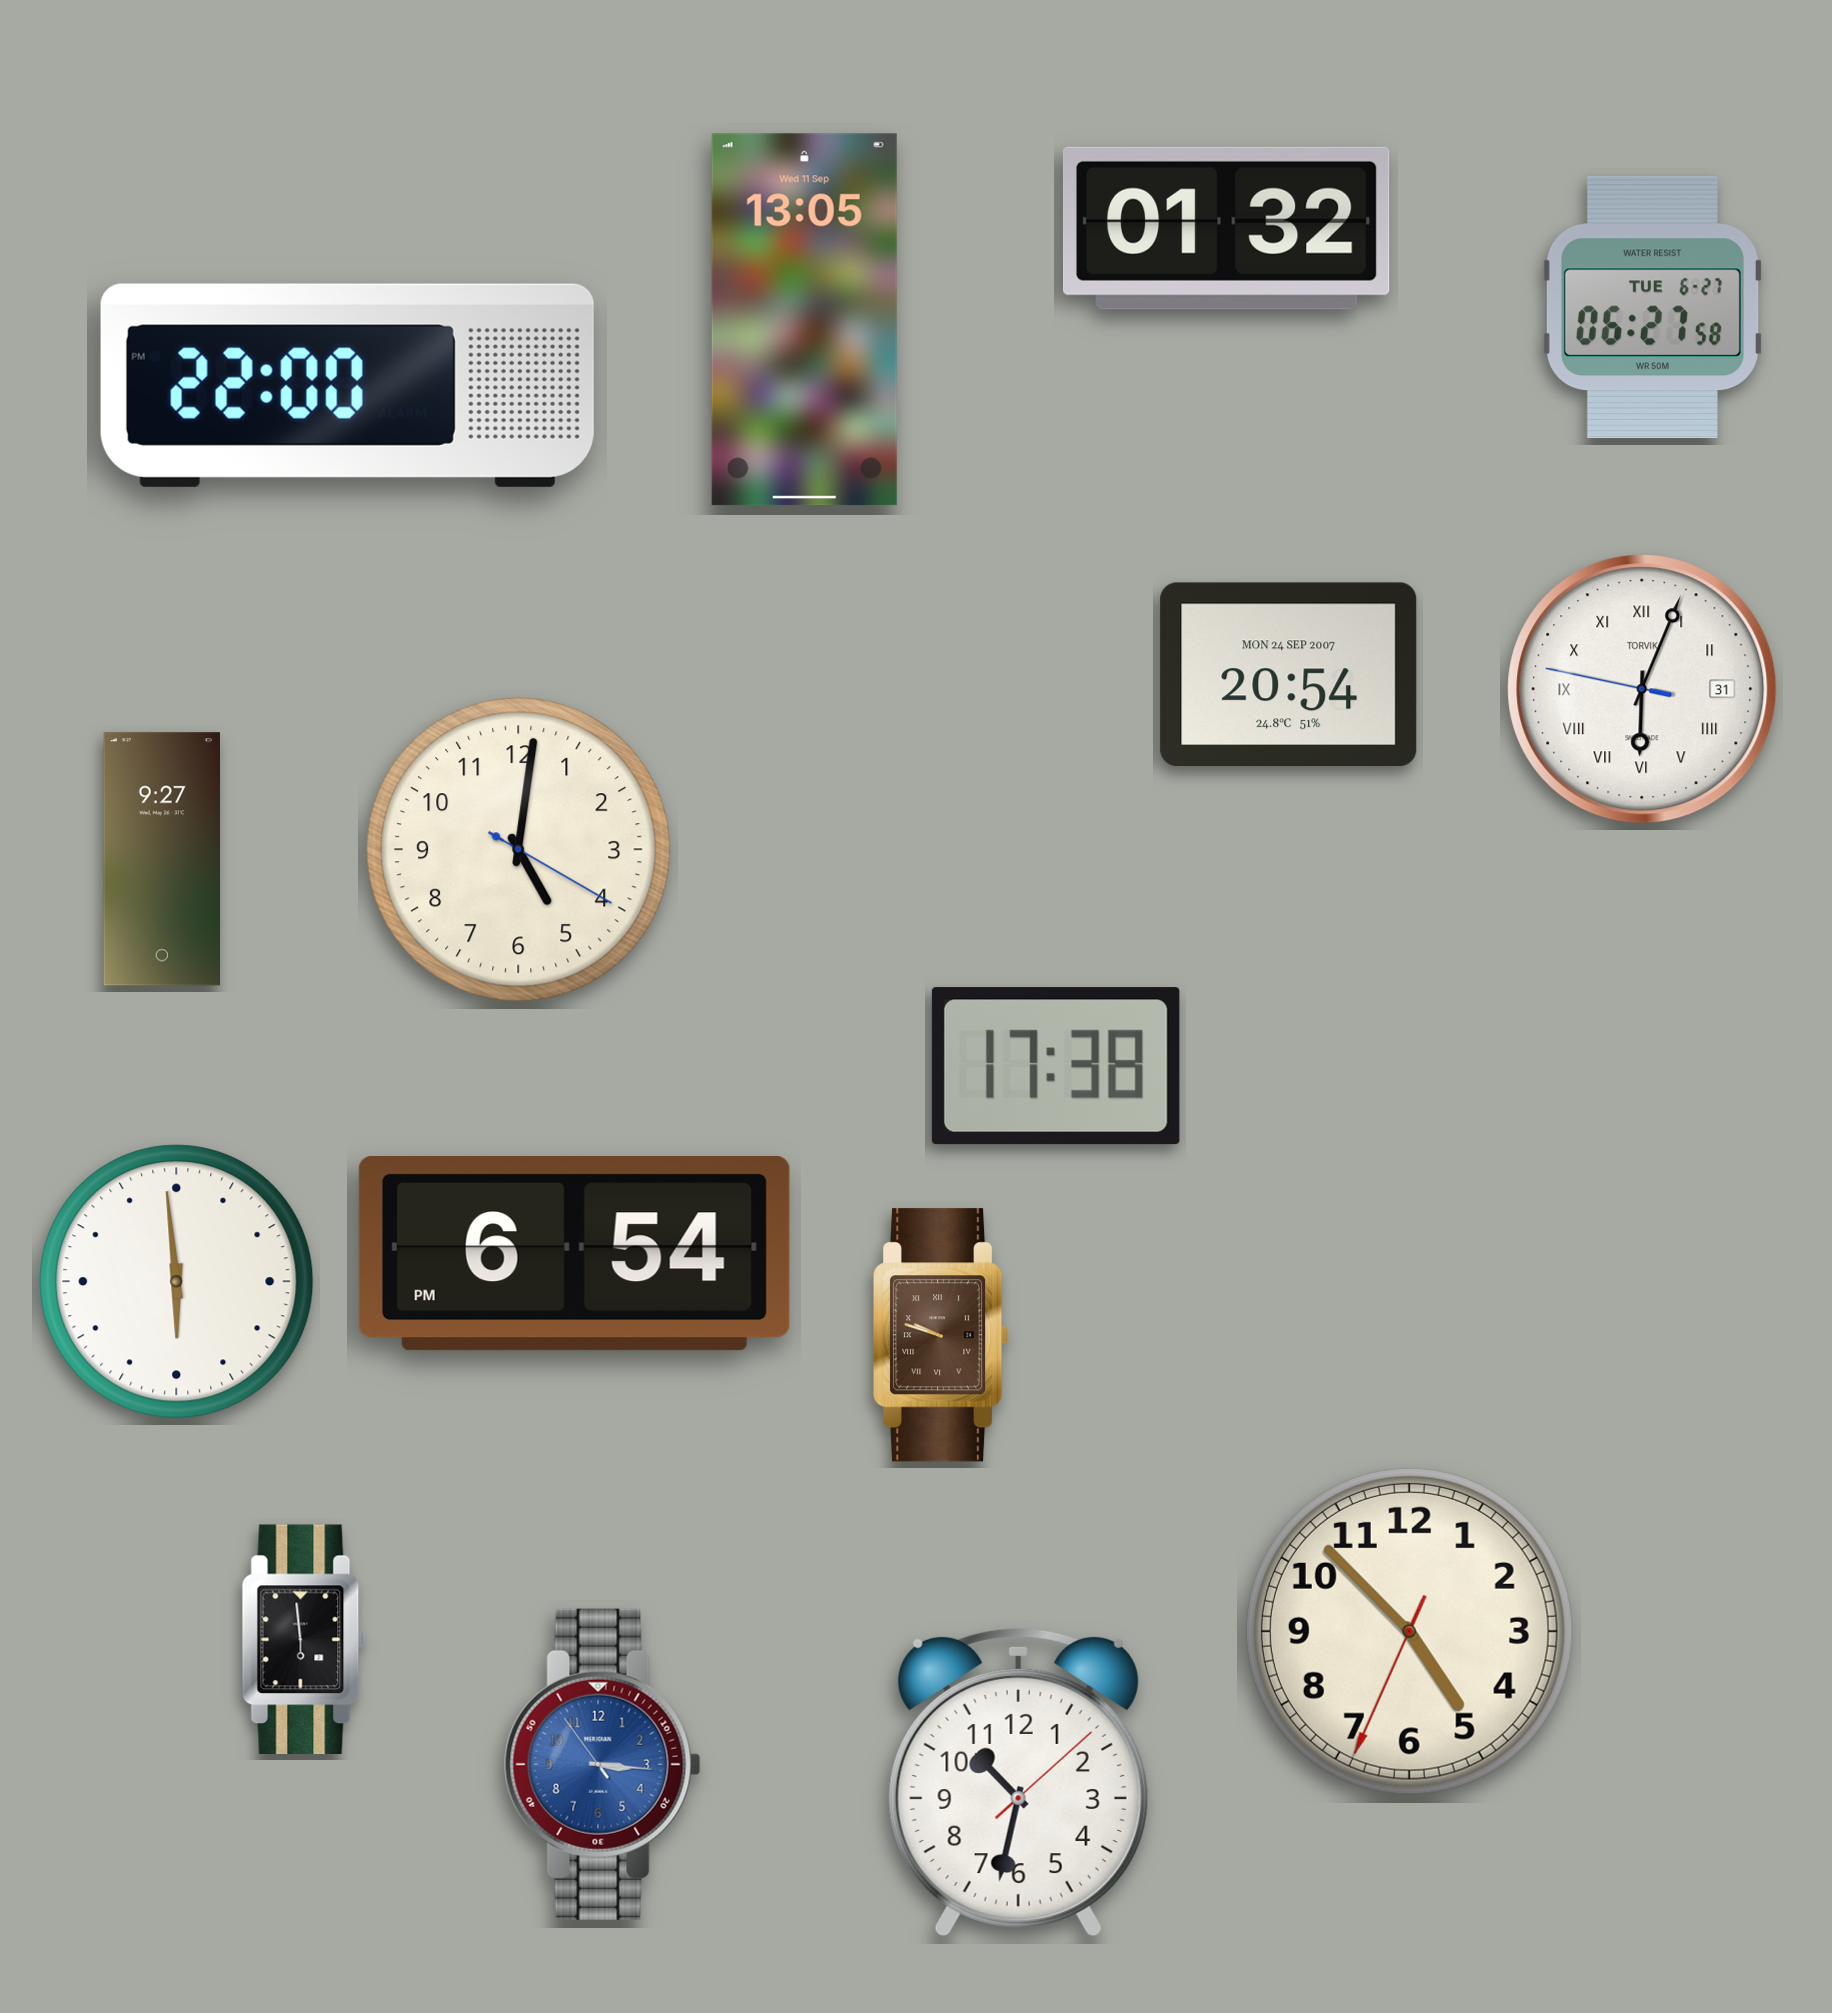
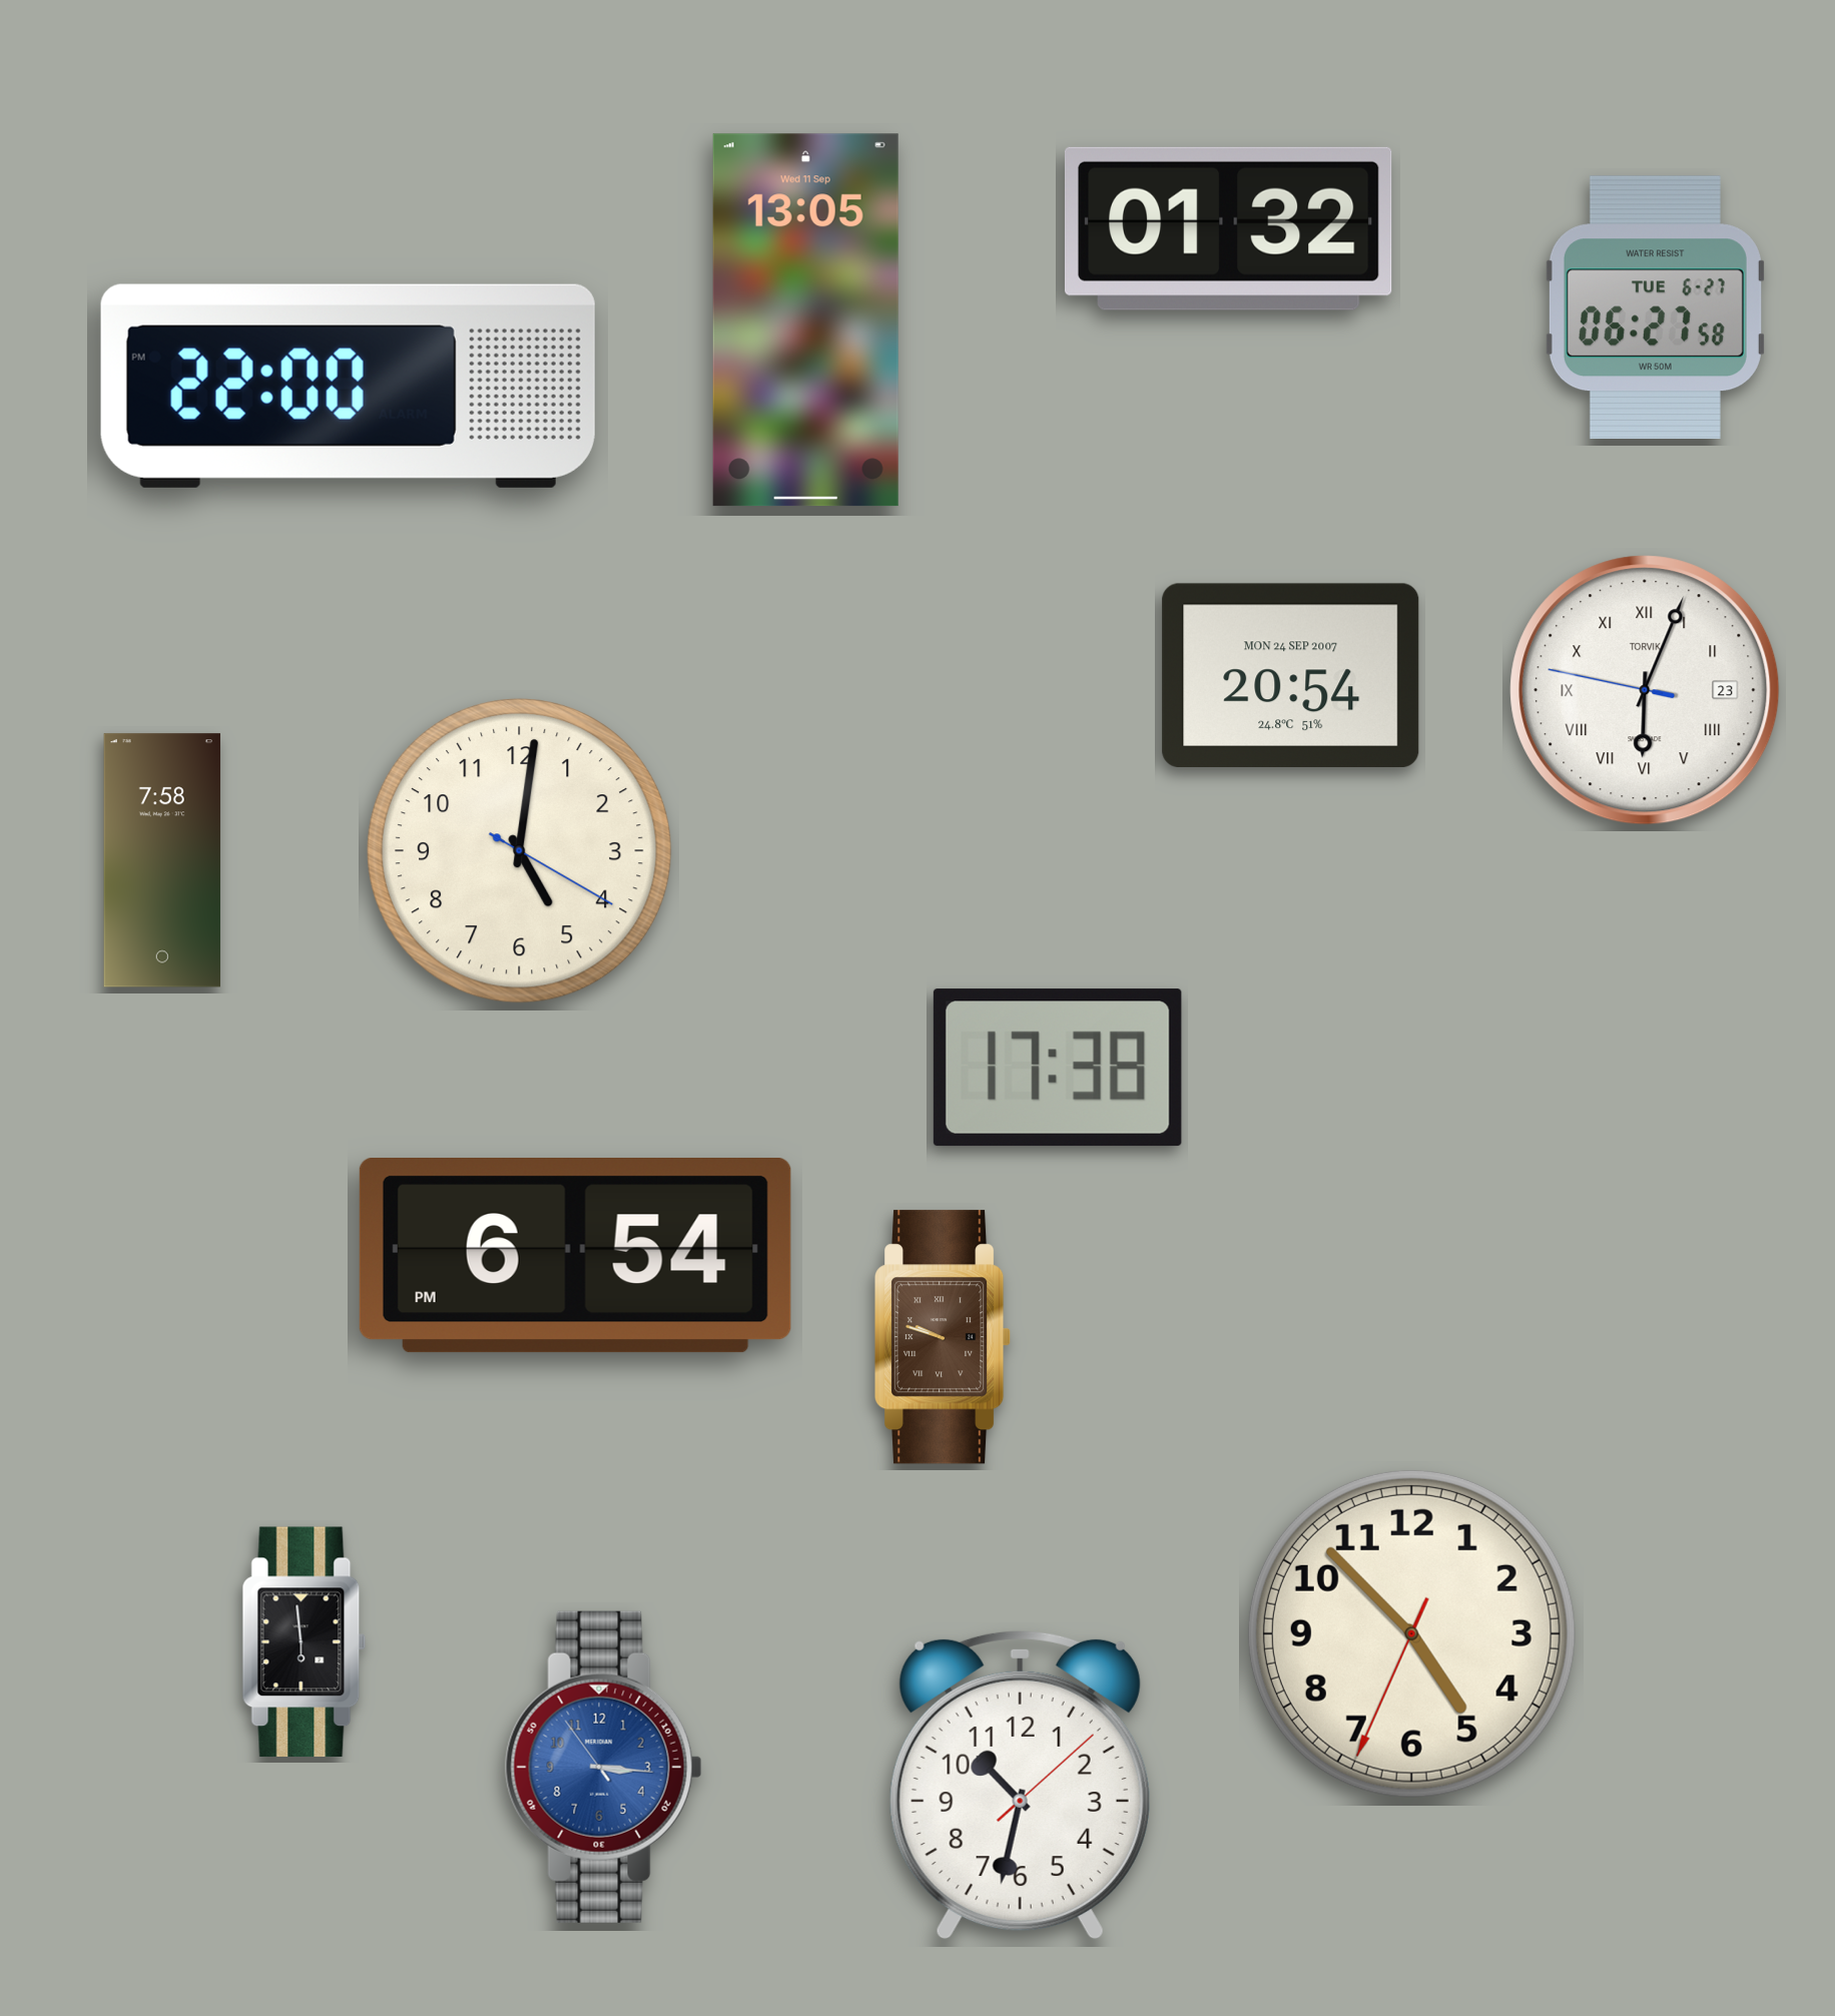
clock at (1642, 689) date: 31 -> 23
clock at (162, 859): 9:27 -> 7:58
clock at (177, 1282): 5:59 -> none
